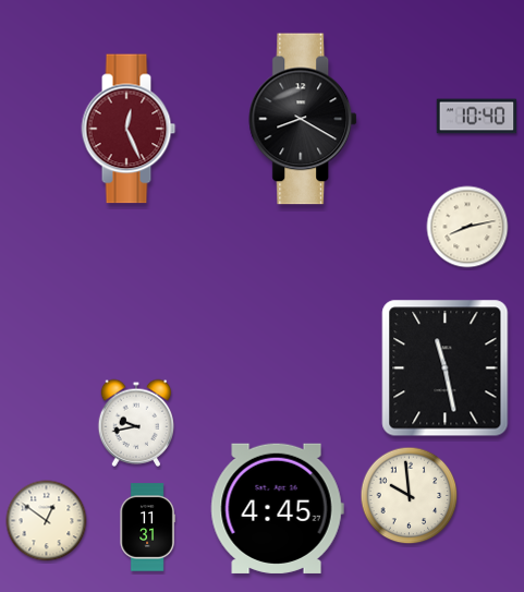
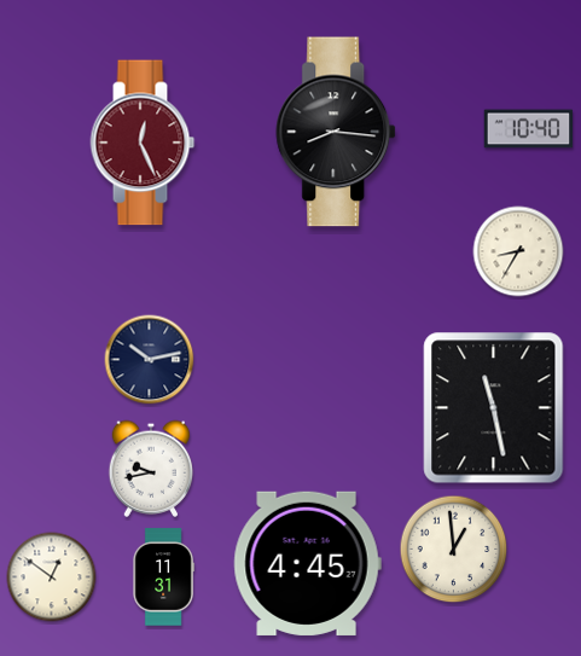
clock at (304, 119): 8:20 -> 8:16
clock at (467, 227): 8:13 -> 8:35
clock at (150, 360): none -> 10:13
clock at (410, 496): 9:59 -> 12:59
clock at (147, 528) position: (147, 528) -> (163, 577)
